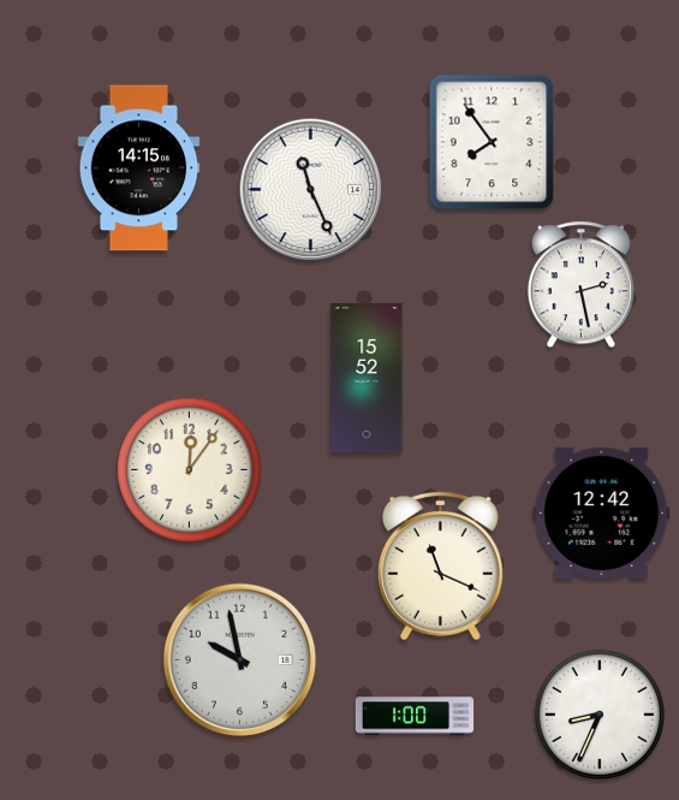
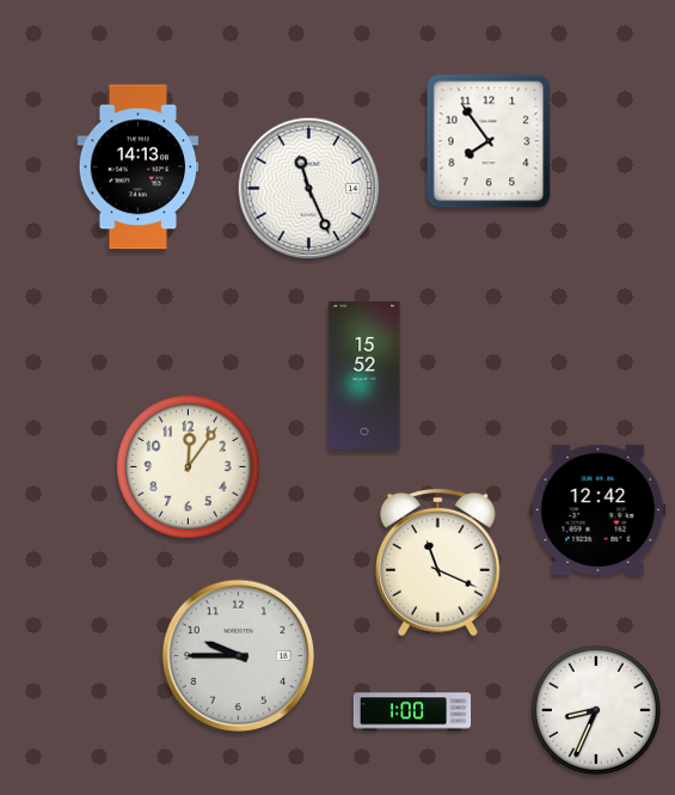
clock at (139, 168): 14:15 -> 14:13
clock at (580, 285): 2:28 -> none
clock at (240, 660): 9:58 -> 9:45
